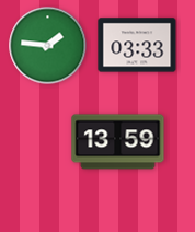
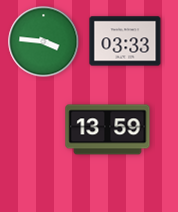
clock at (48, 46): 1:46 -> 3:46
